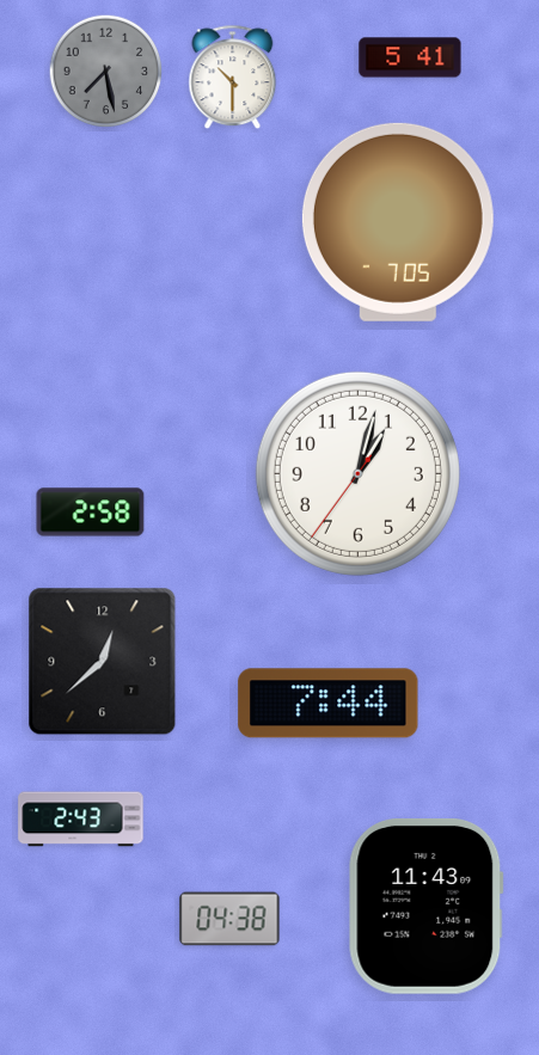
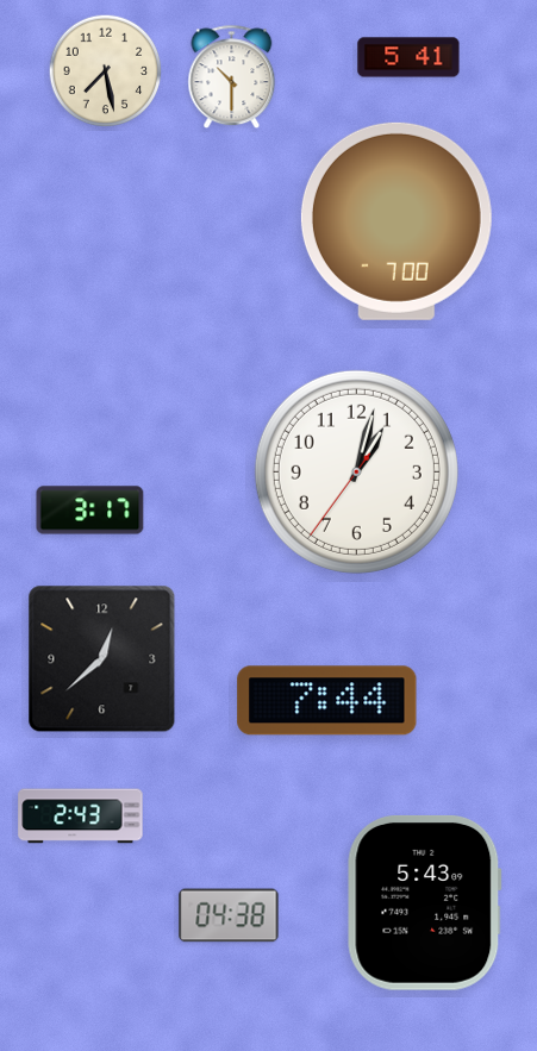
clock at (106, 72) dial: grey -> cream
clock at (398, 222): 7:05 -> 7:00
clock at (91, 513): 2:58 -> 3:17
clock at (427, 906): 11:43 -> 5:43
